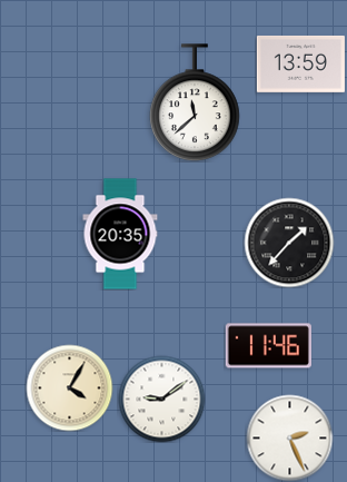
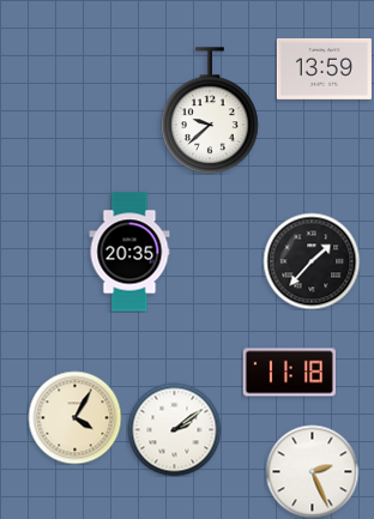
clock at (195, 102): 11:38 -> 9:38
clock at (268, 346): 11:46 -> 11:18
clock at (161, 399): 9:09 -> 2:09
